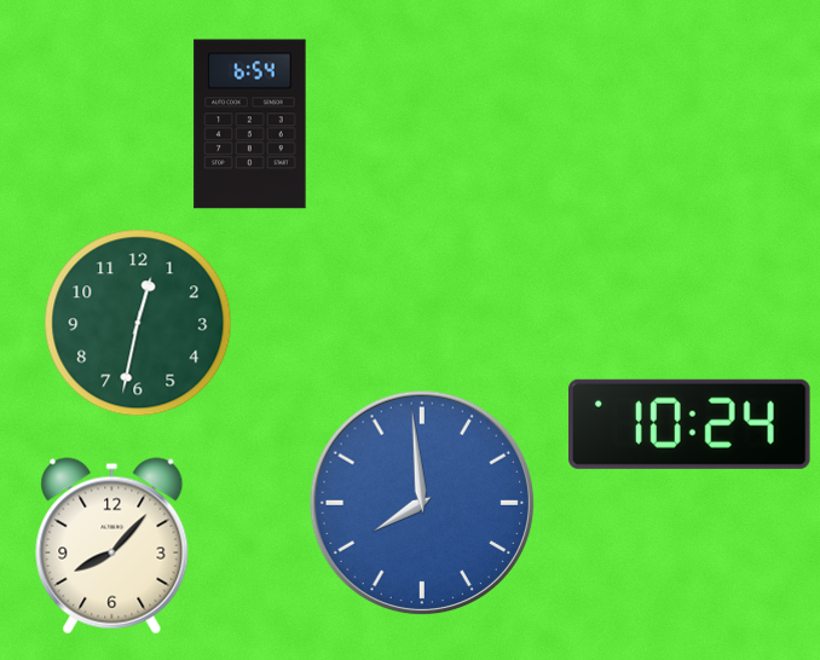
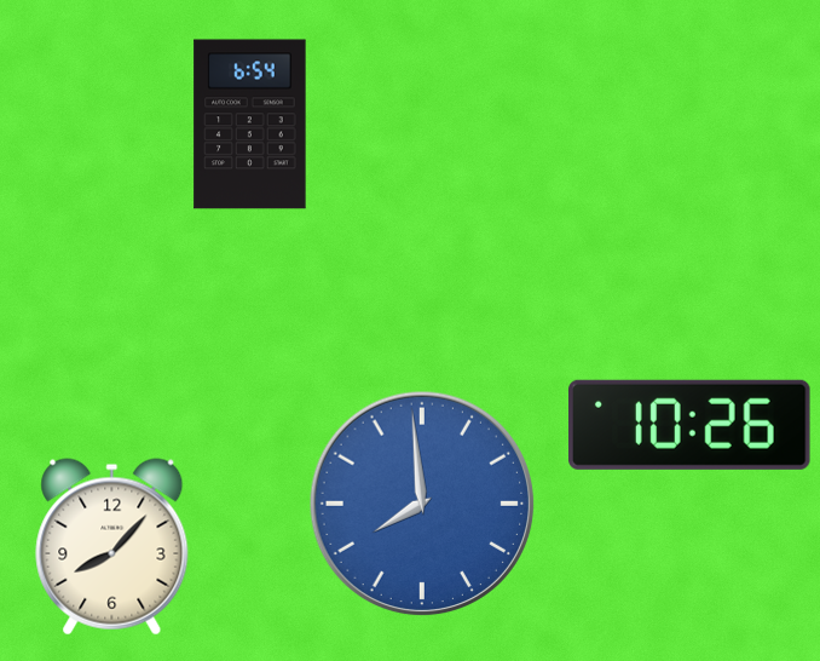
clock at (138, 323): 12:32 -> none
clock at (691, 424): 10:24 -> 10:26
